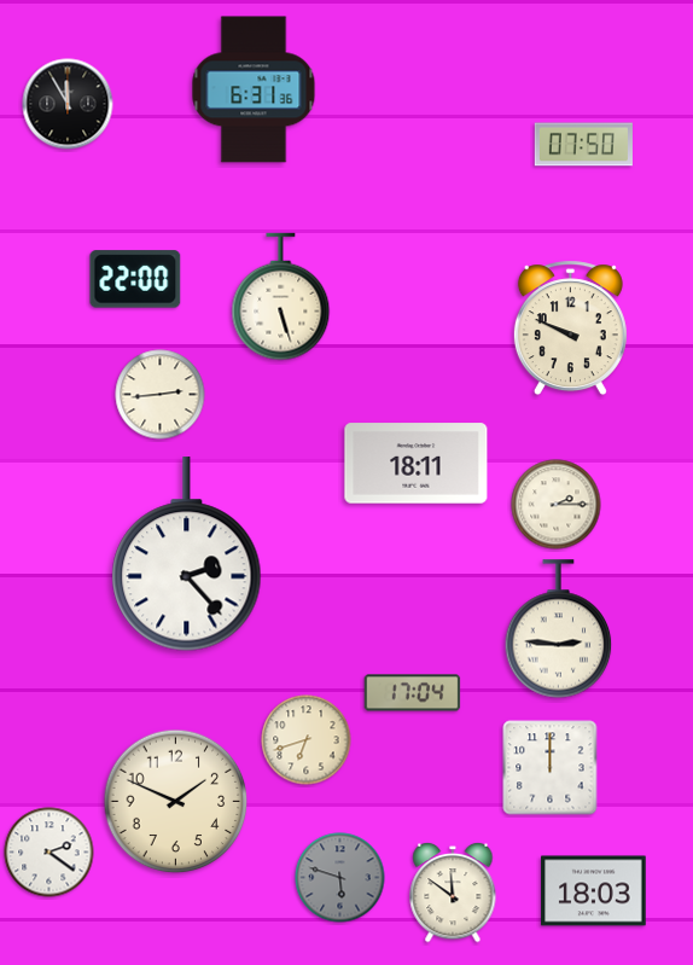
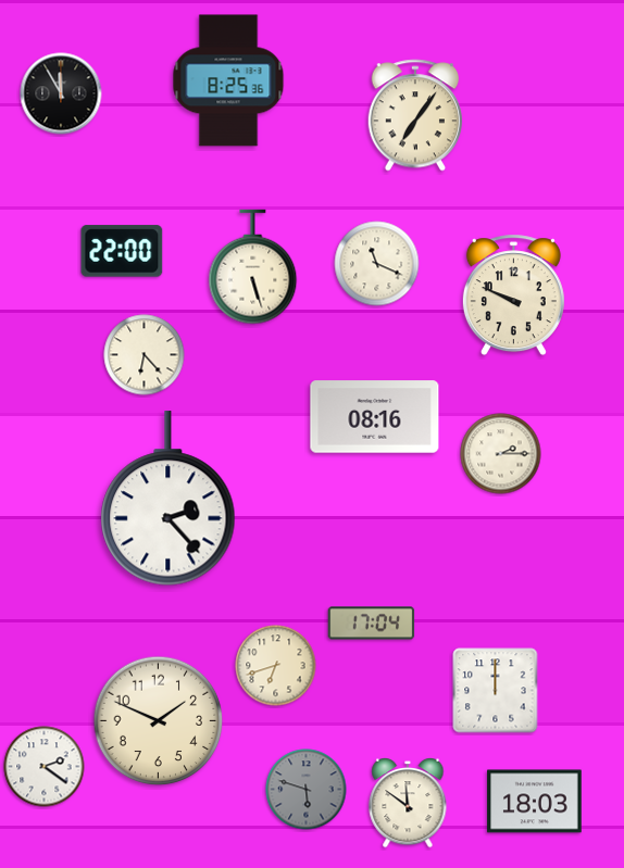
clock at (254, 89): 6:31 -> 8:25
clock at (414, 115): none -> 7:06
clock at (583, 145): 07:50 -> none
clock at (377, 264): none -> 11:19
clock at (161, 395): 2:44 -> 6:23
clock at (417, 464): 18:11 -> 08:16
clock at (559, 629): 2:46 -> none
